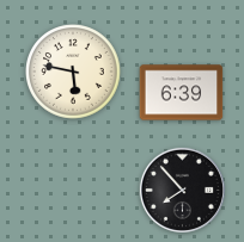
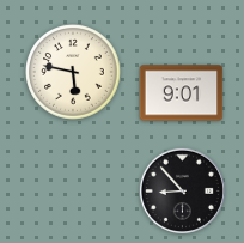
clock at (182, 93): 6:39 -> 9:01
clock at (182, 190): 7:53 -> 8:53
